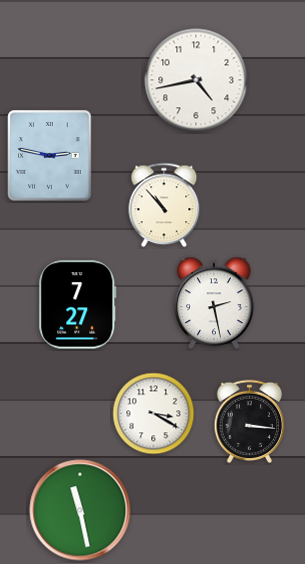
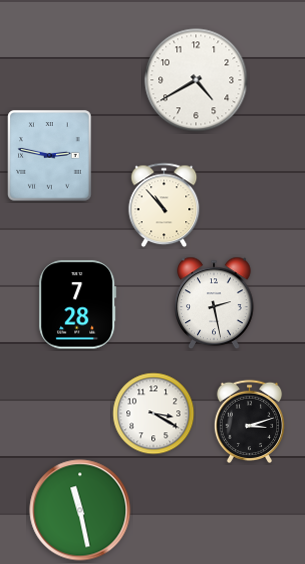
clock at (196, 80): 4:43 -> 4:40
clock at (78, 305): 7:27 -> 7:28
clock at (250, 422): 3:16 -> 3:12
